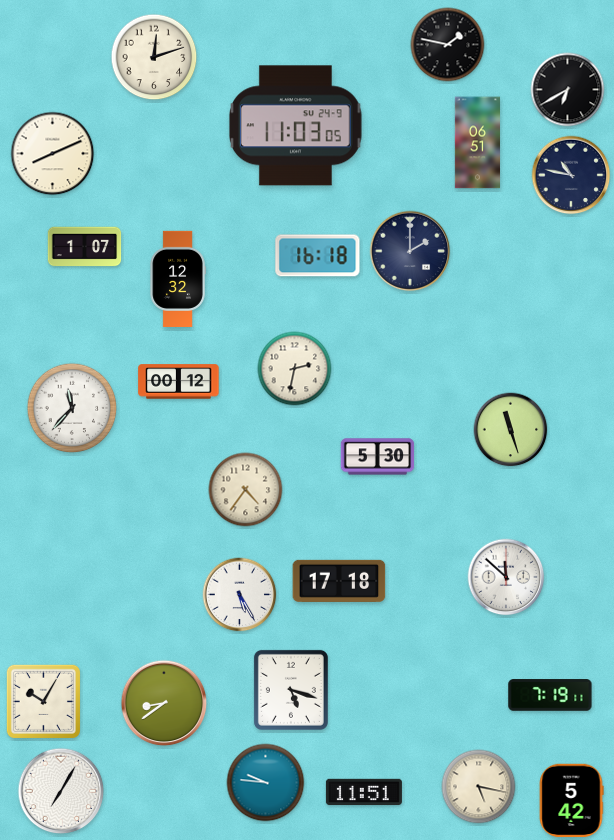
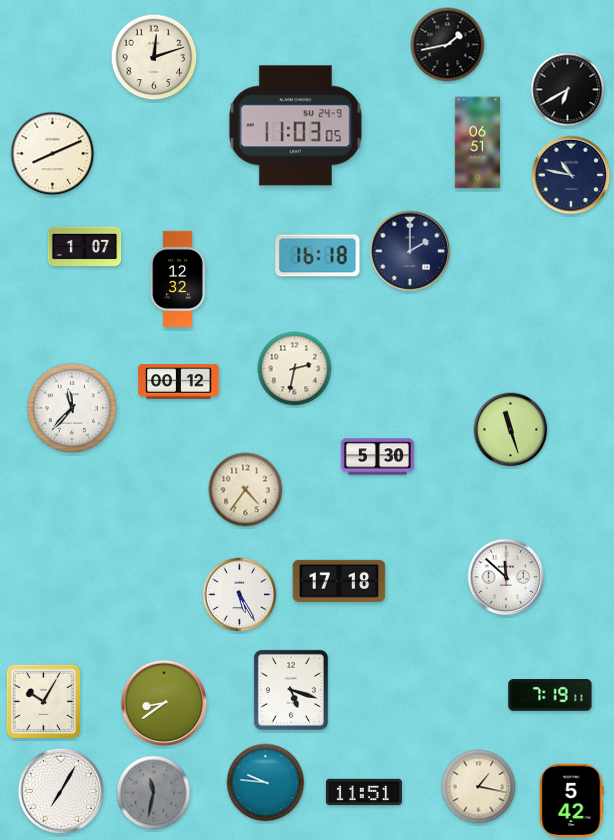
clock at (448, 45): 1:47 -> 1:43
clock at (479, 787): 5:17 -> 1:17
clock at (154, 793): none -> 11:32
